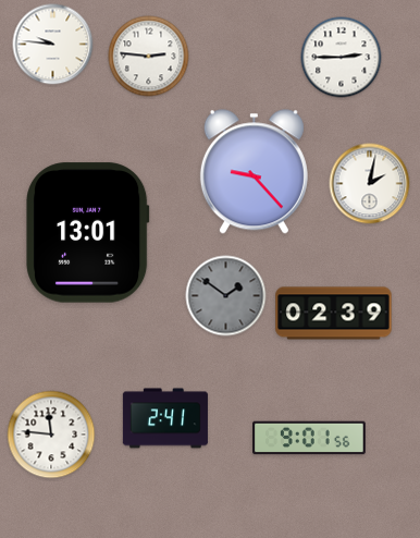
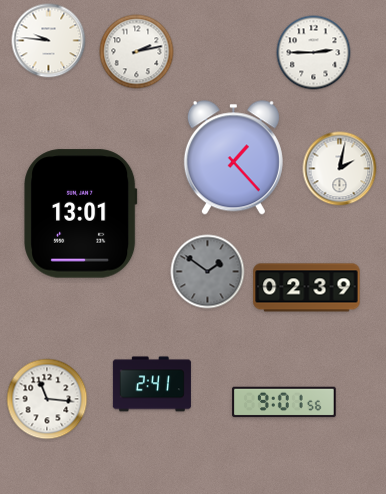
clock at (149, 57): 2:46 -> 2:13
clock at (254, 172): 9:23 -> 1:23
clock at (51, 435): 11:46 -> 11:16
